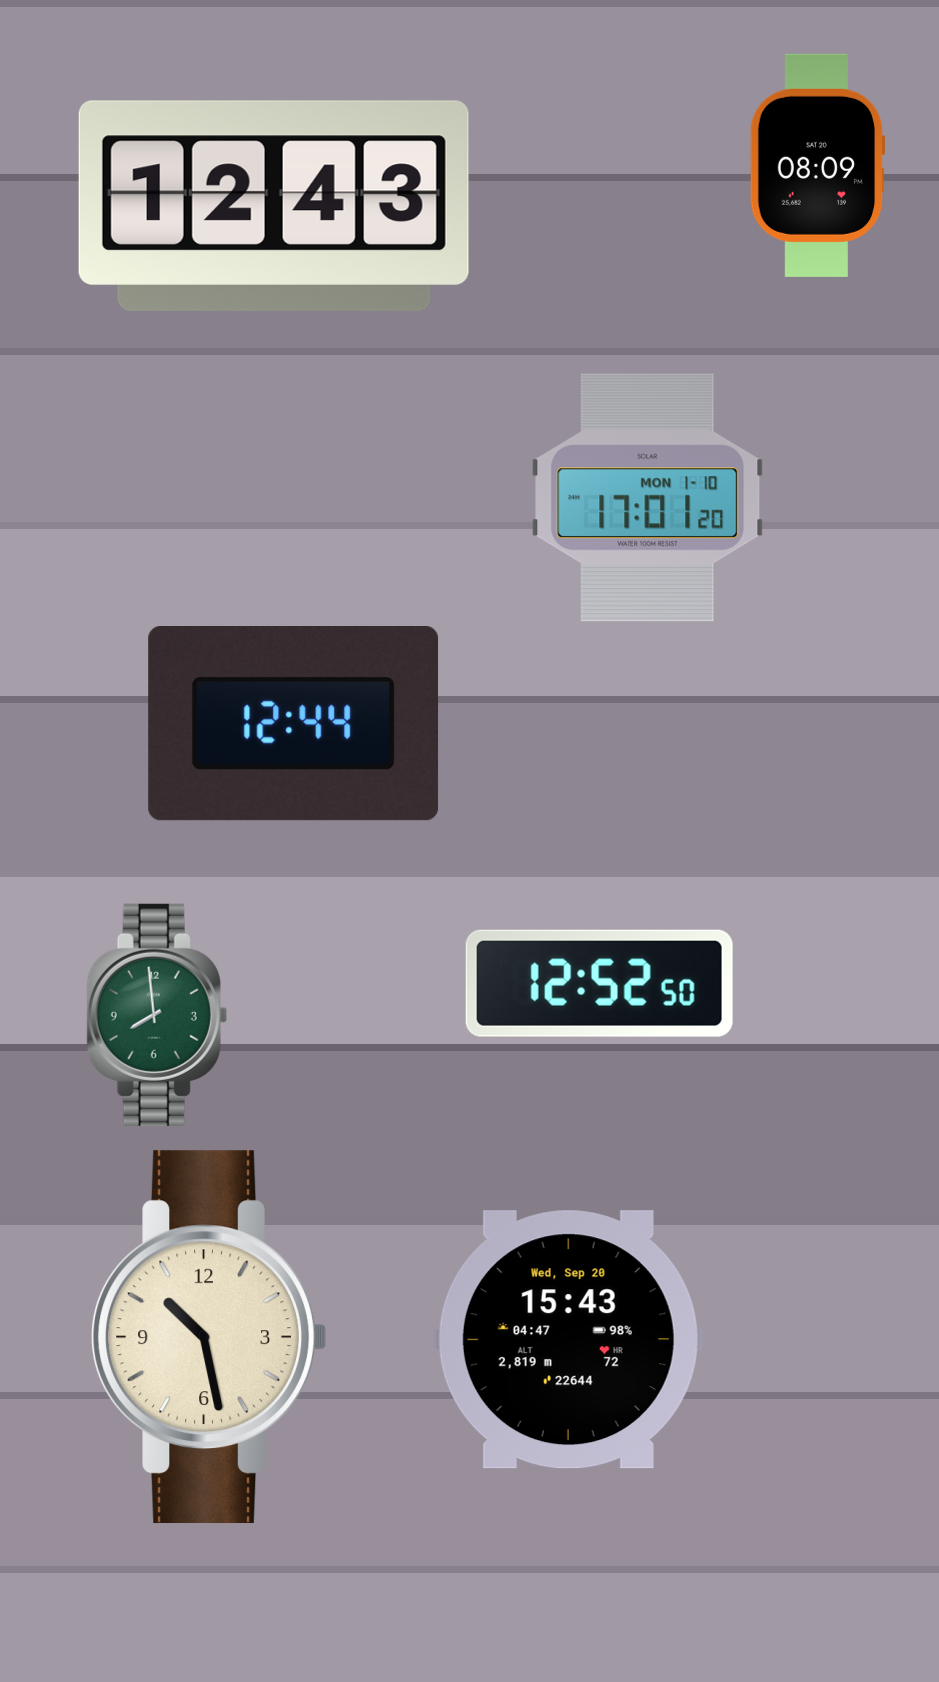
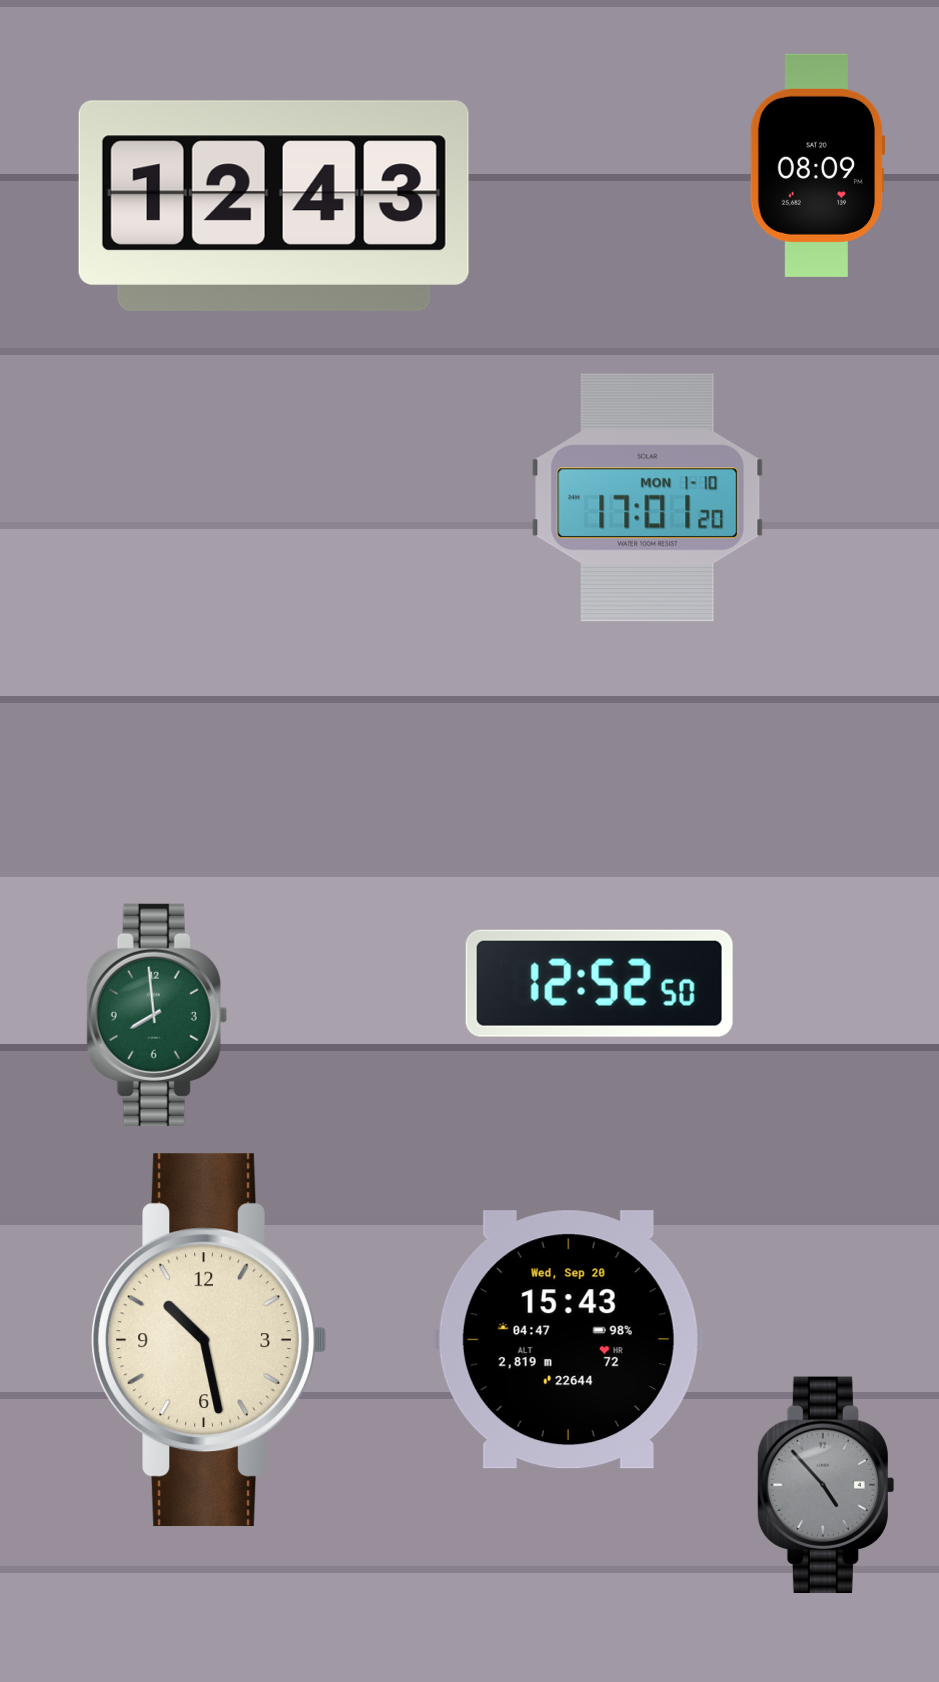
clock at (294, 724): 12:44 -> none
clock at (209, 1337) position: (209, 1337) -> (209, 1340)
clock at (826, 1484): none -> 4:53
